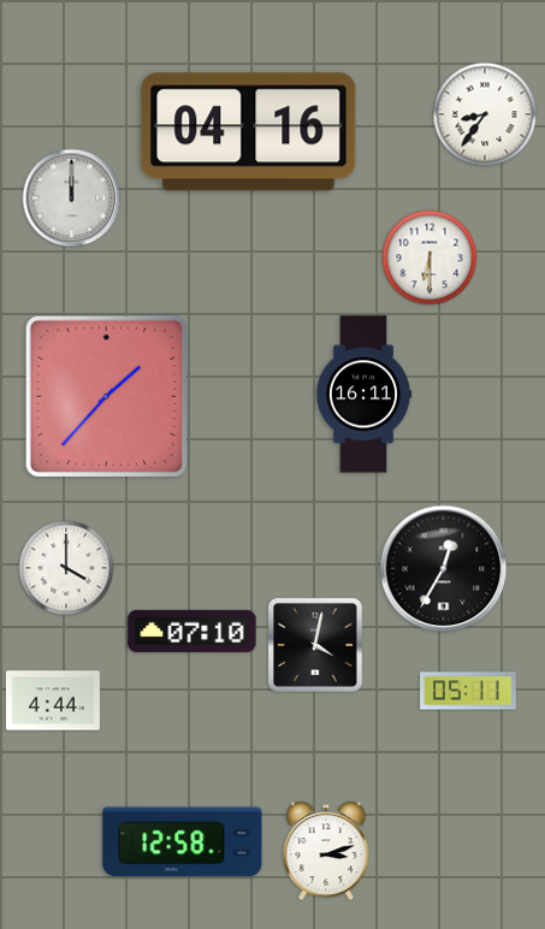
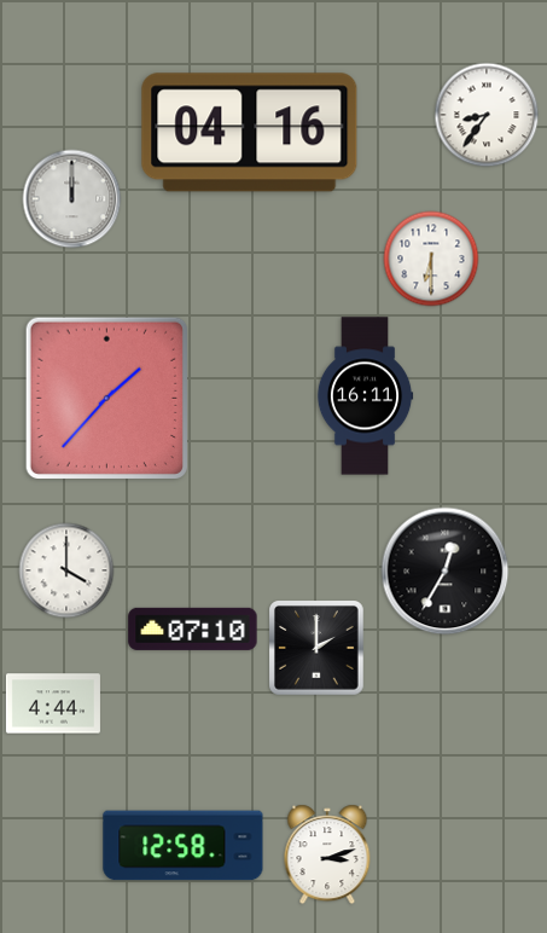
clock at (192, 631) position: (192, 631) -> (193, 628)
clock at (315, 645): 4:02 -> 2:00
clock at (469, 691): 05:11 -> none
